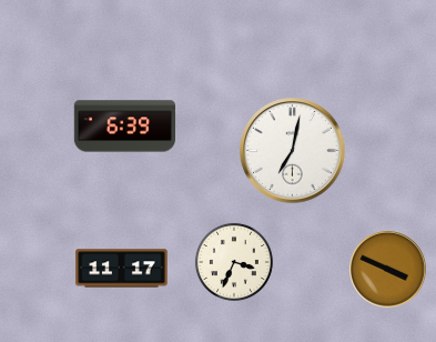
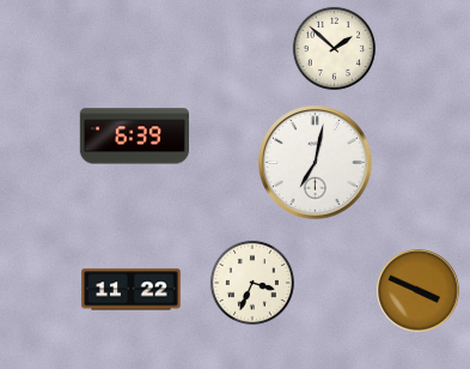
clock at (334, 48): none -> 1:52
clock at (122, 269): 11:17 -> 11:22
